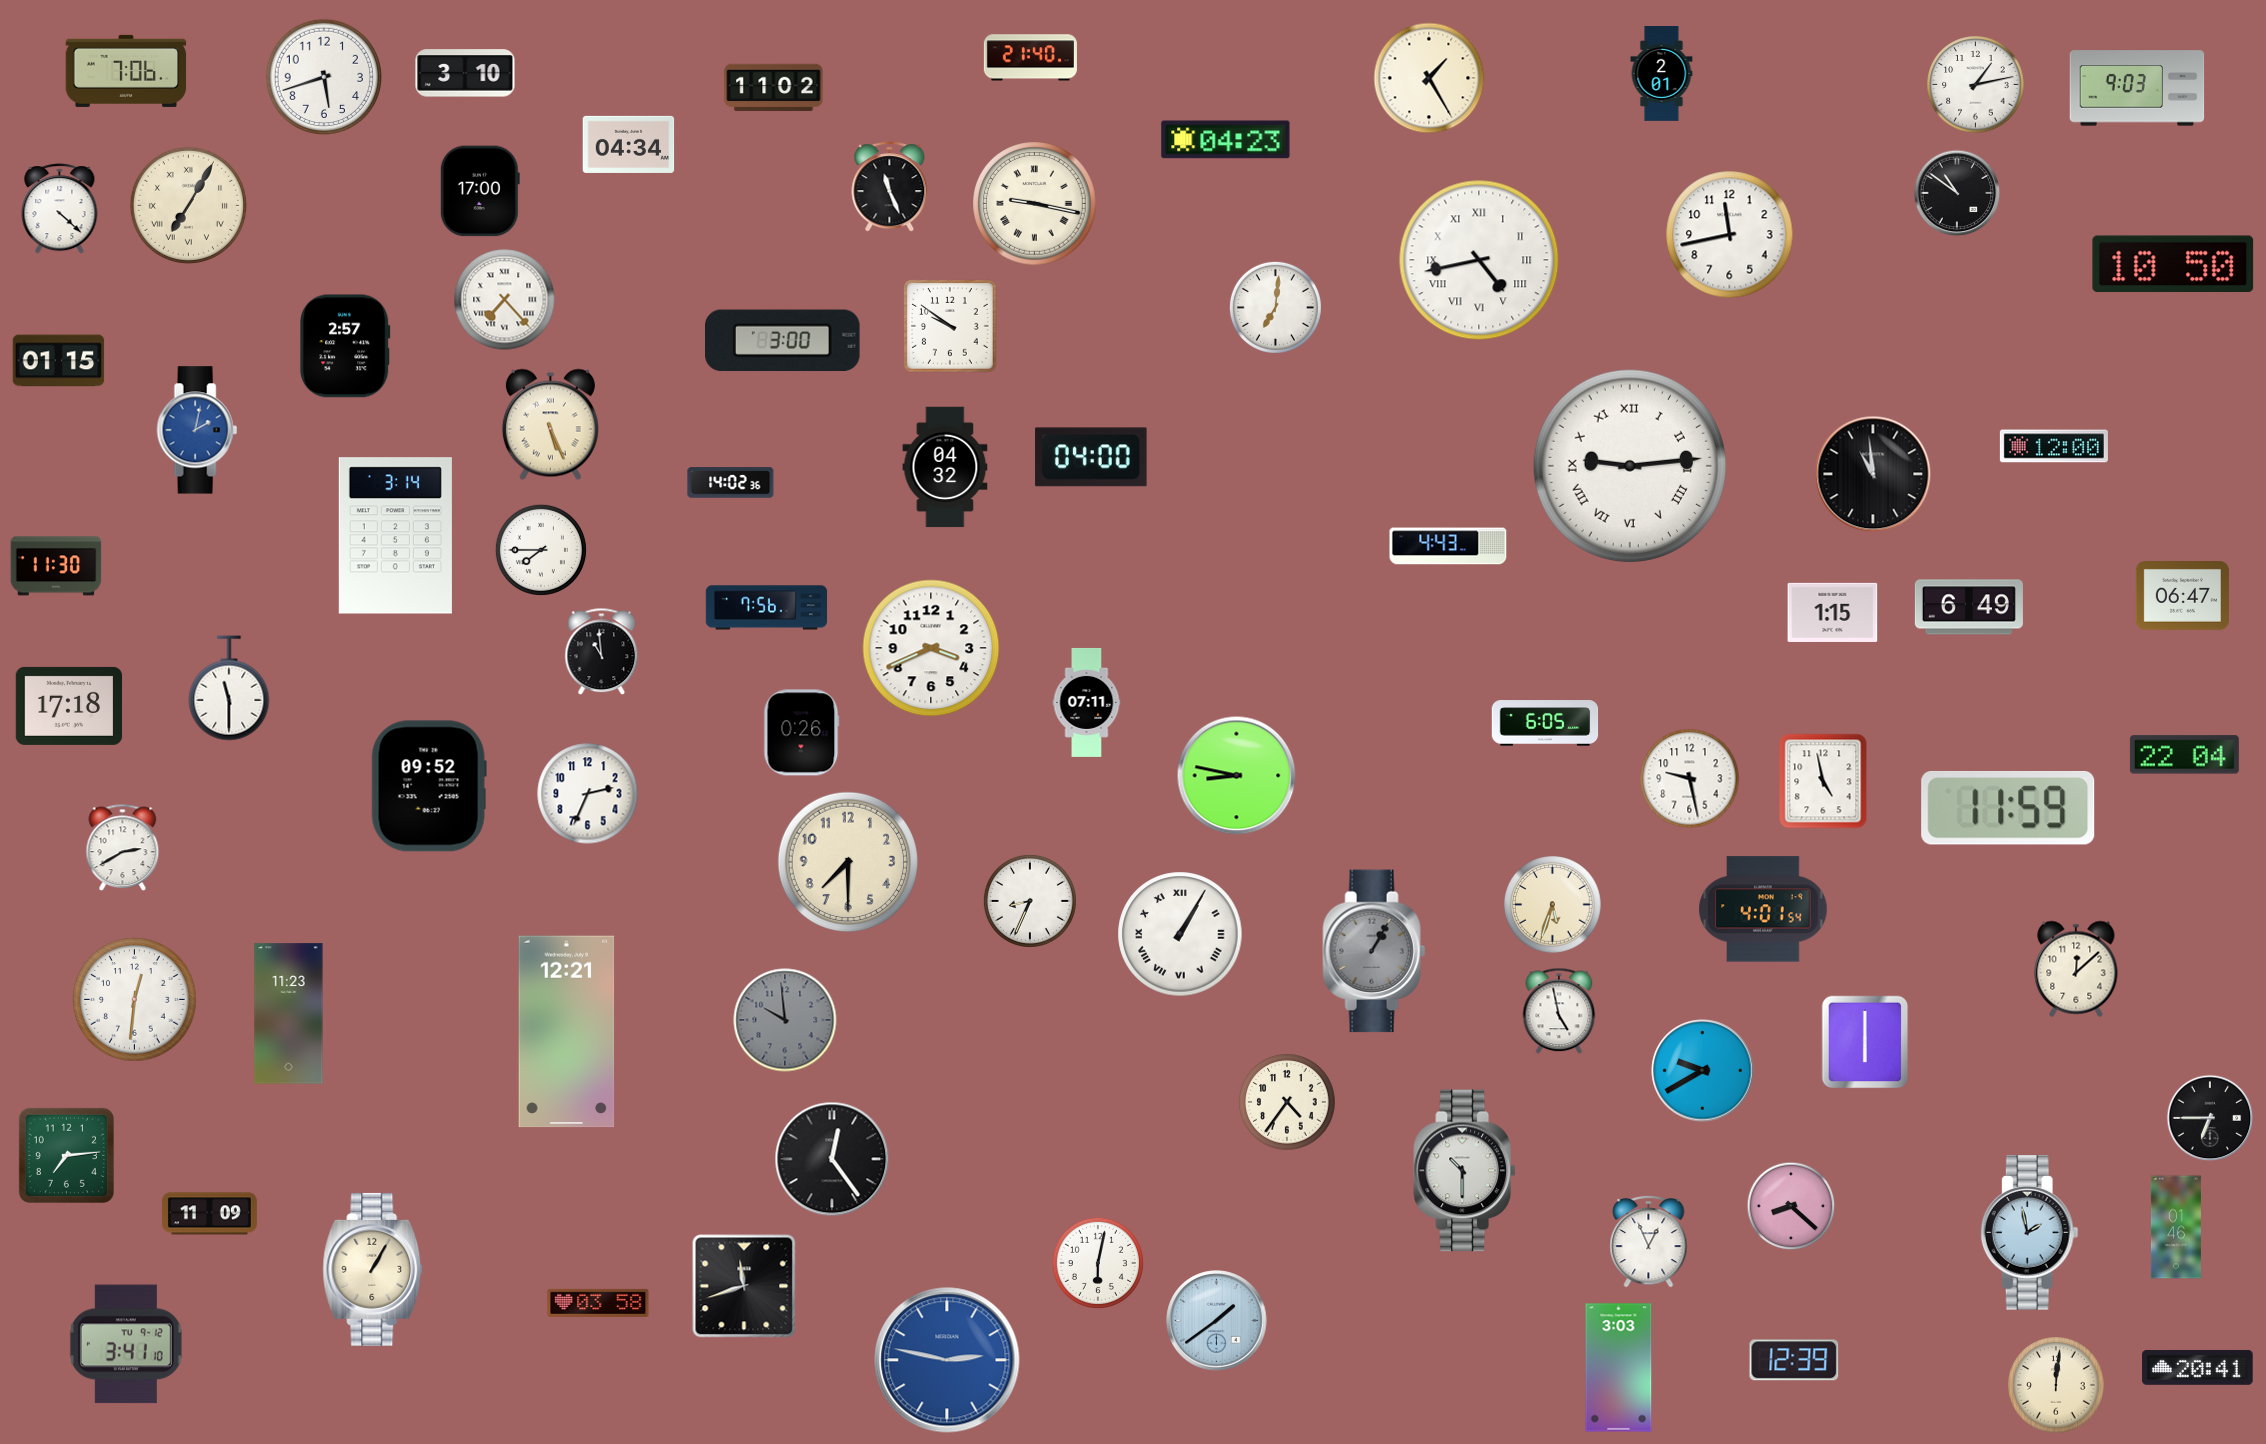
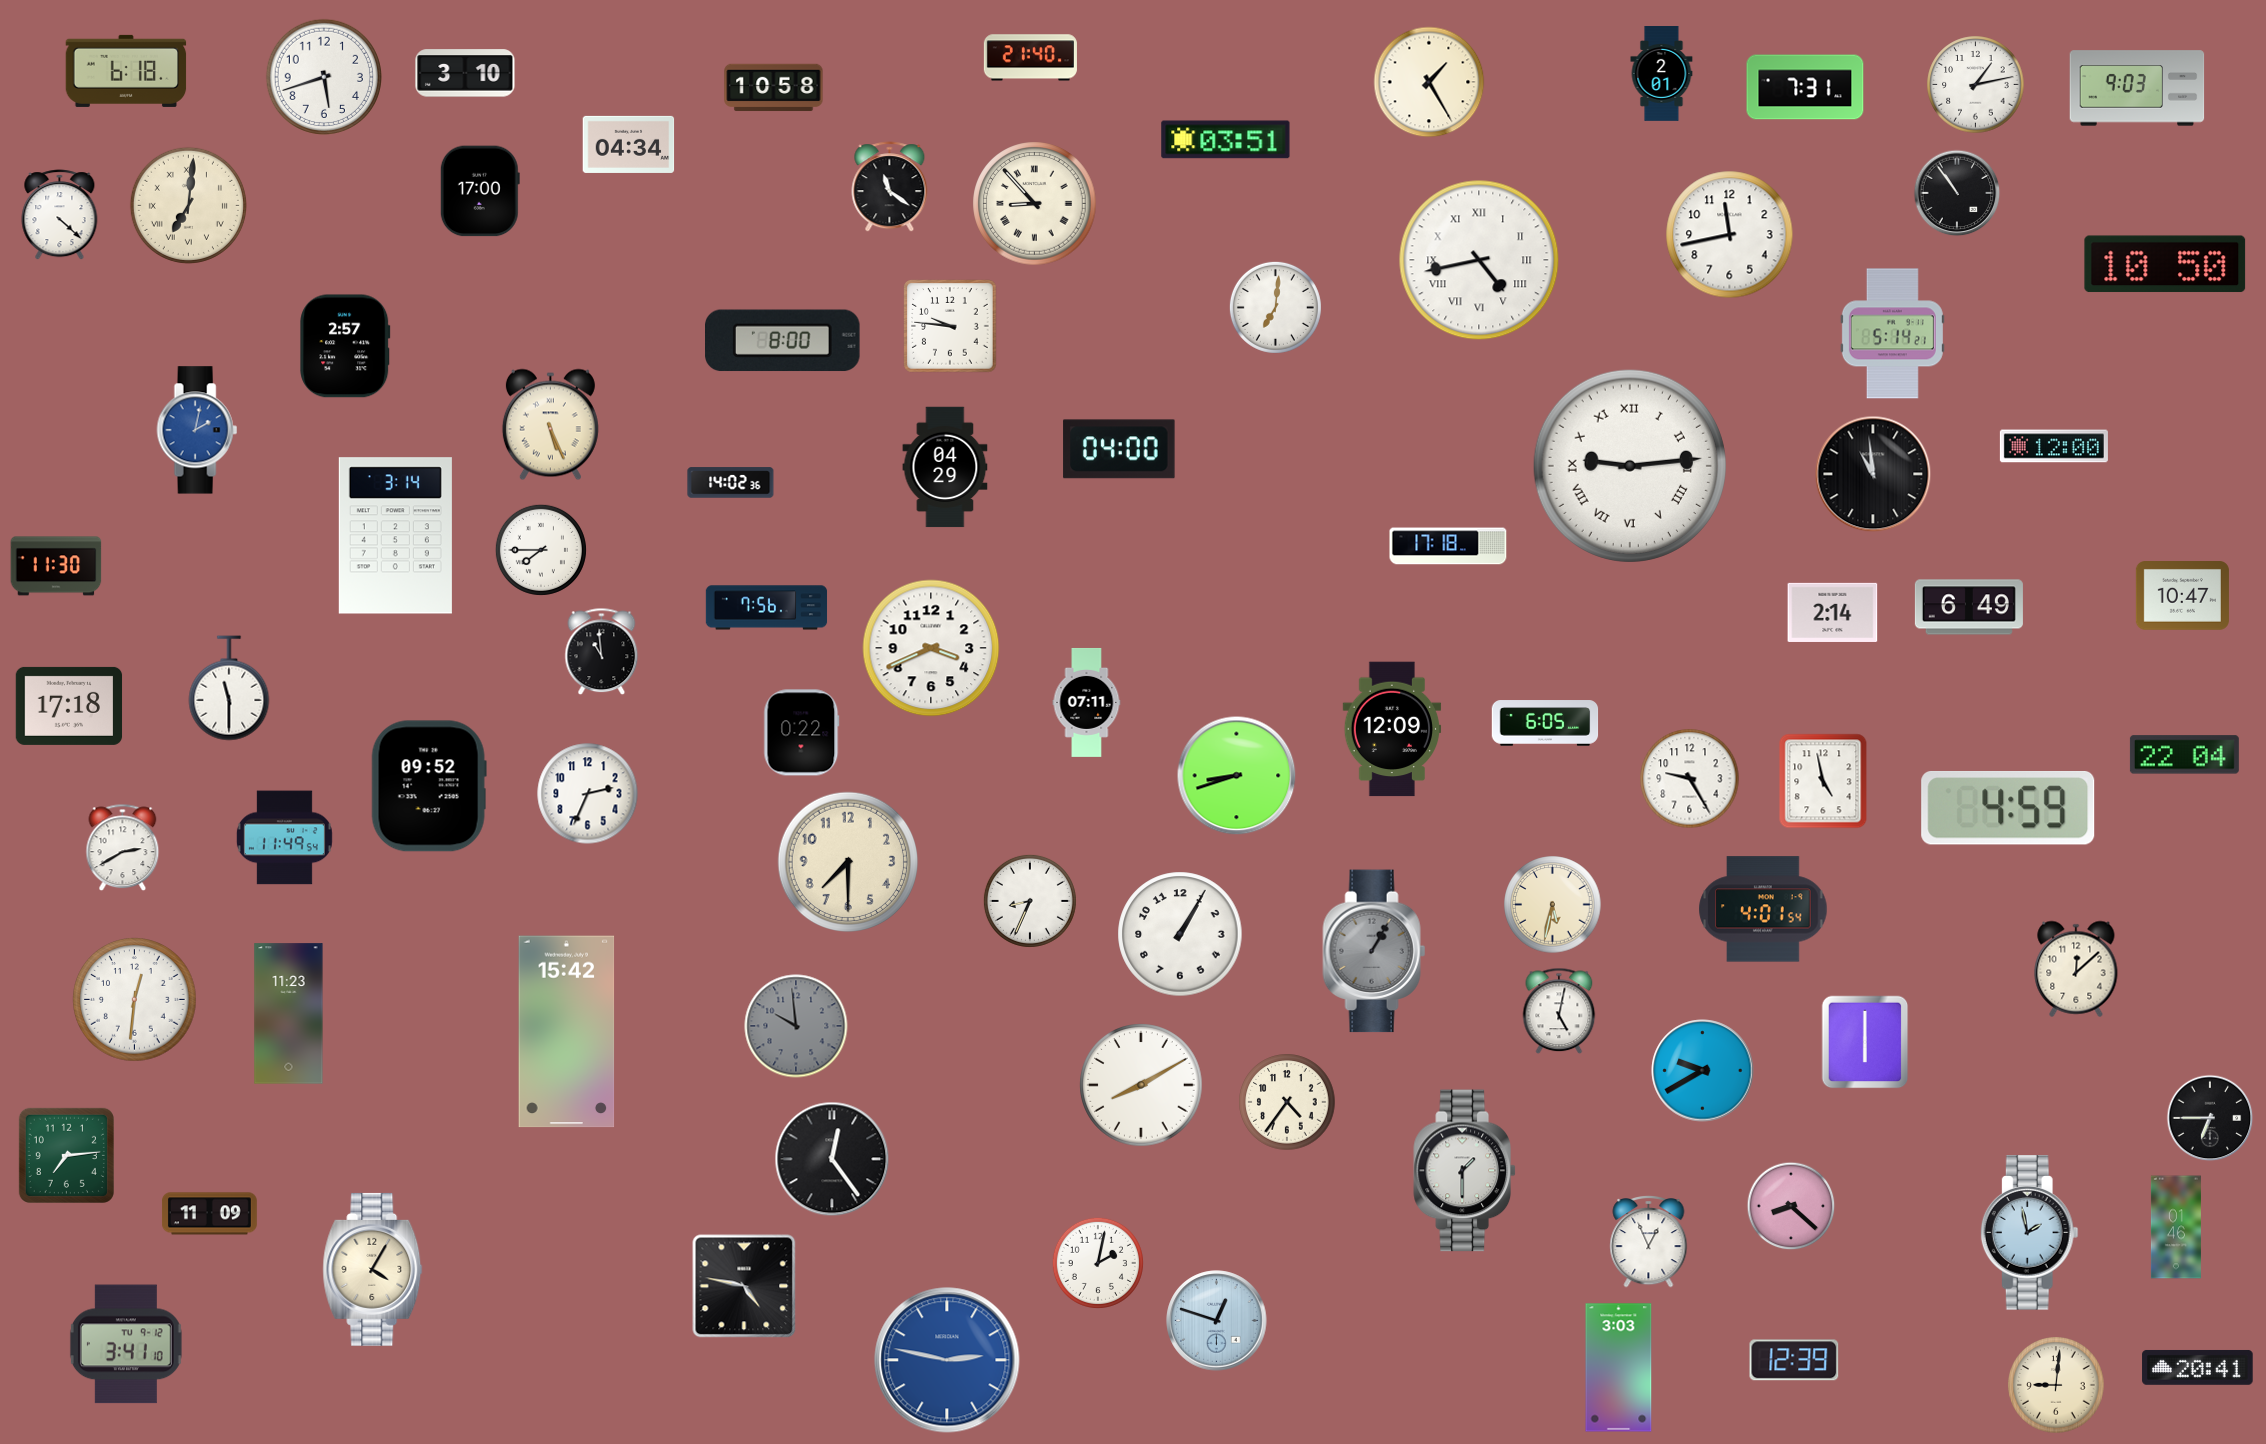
clock at (126, 71): 7:06 -> 6:18
clock at (1429, 78) position: (1429, 78) -> (1429, 82)
clock at (1805, 87): none -> 7:31
clock at (774, 88): 11:02 -> 10:58
clock at (1226, 140): 04:23 -> 03:51
clock at (890, 187): 11:26 -> 11:21
clock at (1957, 193): 10:51 -> 10:54
clock at (1035, 204): 9:17 -> 8:53
clock at (188, 205): 7:05 -> 7:01
clock at (60, 209) position: (60, 209) -> (60, 215)
clock at (2173, 264) position: (2173, 264) -> (2165, 264)
clock at (505, 300): 7:23 -> none
clock at (950, 326): 9:51 -> 9:46
clock at (1892, 334): none -> 5:14
clock at (783, 341): 3:00 -> 8:00
clock at (59, 361): 01:15 -> none
clock at (1091, 457) position: (1091, 457) -> (1119, 449)
clock at (945, 467): 04:32 -> 04:29
clock at (1448, 546): 4:43 -> 17:18
clock at (2182, 596): 06:47 -> 10:47
clock at (1833, 612): 1:15 -> 2:14
clock at (1392, 729): none -> 12:09
clock at (802, 733): 0:26 -> 0:22
clock at (1237, 776): 8:47 -> 8:42
clock at (1690, 779): 9:28 -> 9:25
clock at (2008, 808): 11:59 -> 4:59
clock at (284, 838): none -> 11:49
clock at (1553, 905): 5:33 -> 5:32
clock at (1180, 934) numerals: Roman -> Arabic
clock at (1559, 1011): 4:58 -> 5:02
clock at (785, 1020) position: (785, 1020) -> (796, 1026)
clock at (567, 1032): 12:21 -> 15:42
clock at (1141, 1085): none -> 8:10
clock at (1464, 1171): 10:30 -> 1:30
clock at (1098, 1263): 6:02 -> 2:02
clock at (373, 1269): 1:05 -> 4:05
clock at (744, 1286): 11:42 -> 4:47
clock at (598, 1303): 03:58 -> none
clock at (1217, 1321): 1:39 -> 12:48
clock at (2056, 1385): 12:01 -> 9:01
